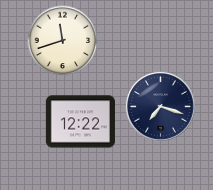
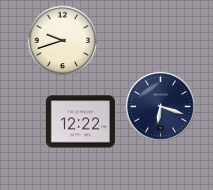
clock at (63, 41): 11:42 -> 9:42
clock at (160, 106): 7:18 -> 6:18
